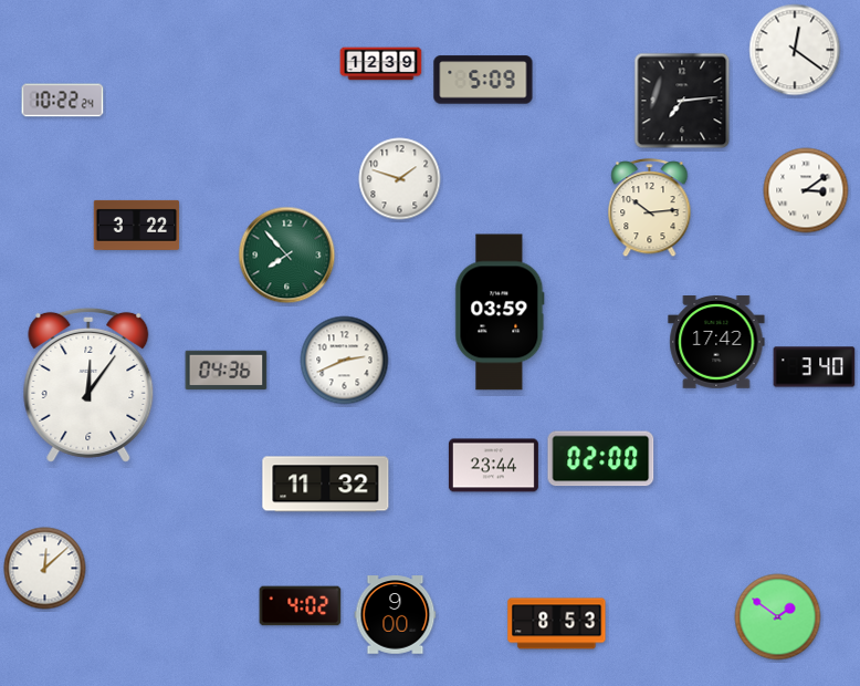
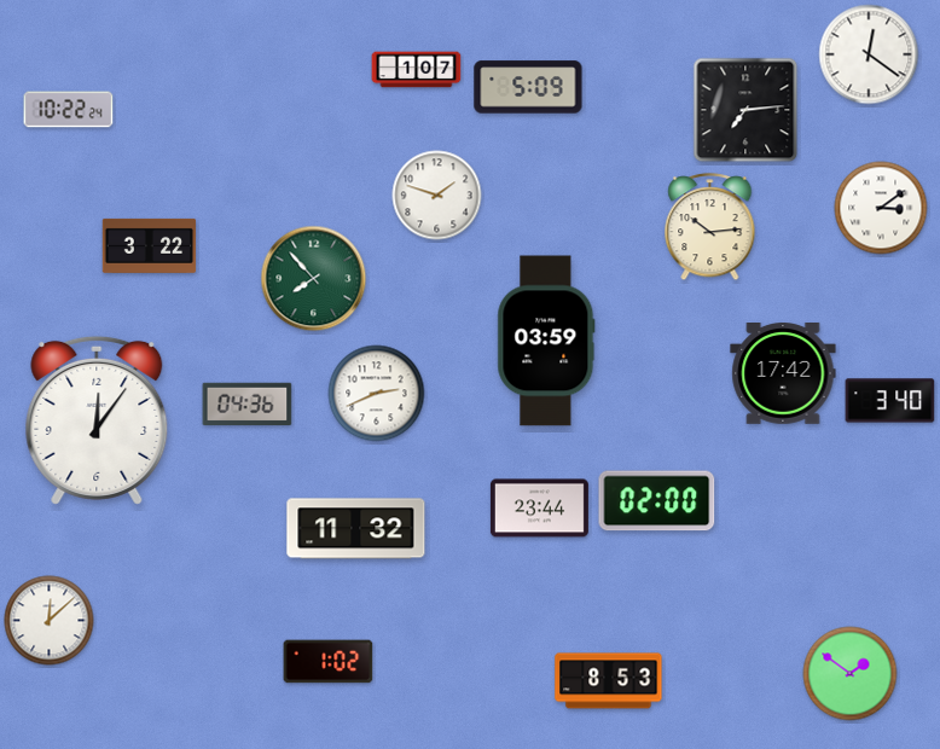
clock at (381, 64): 12:39 -> 1:07
clock at (301, 606): 4:02 -> 1:02
clock at (396, 615): 9:00 -> none
